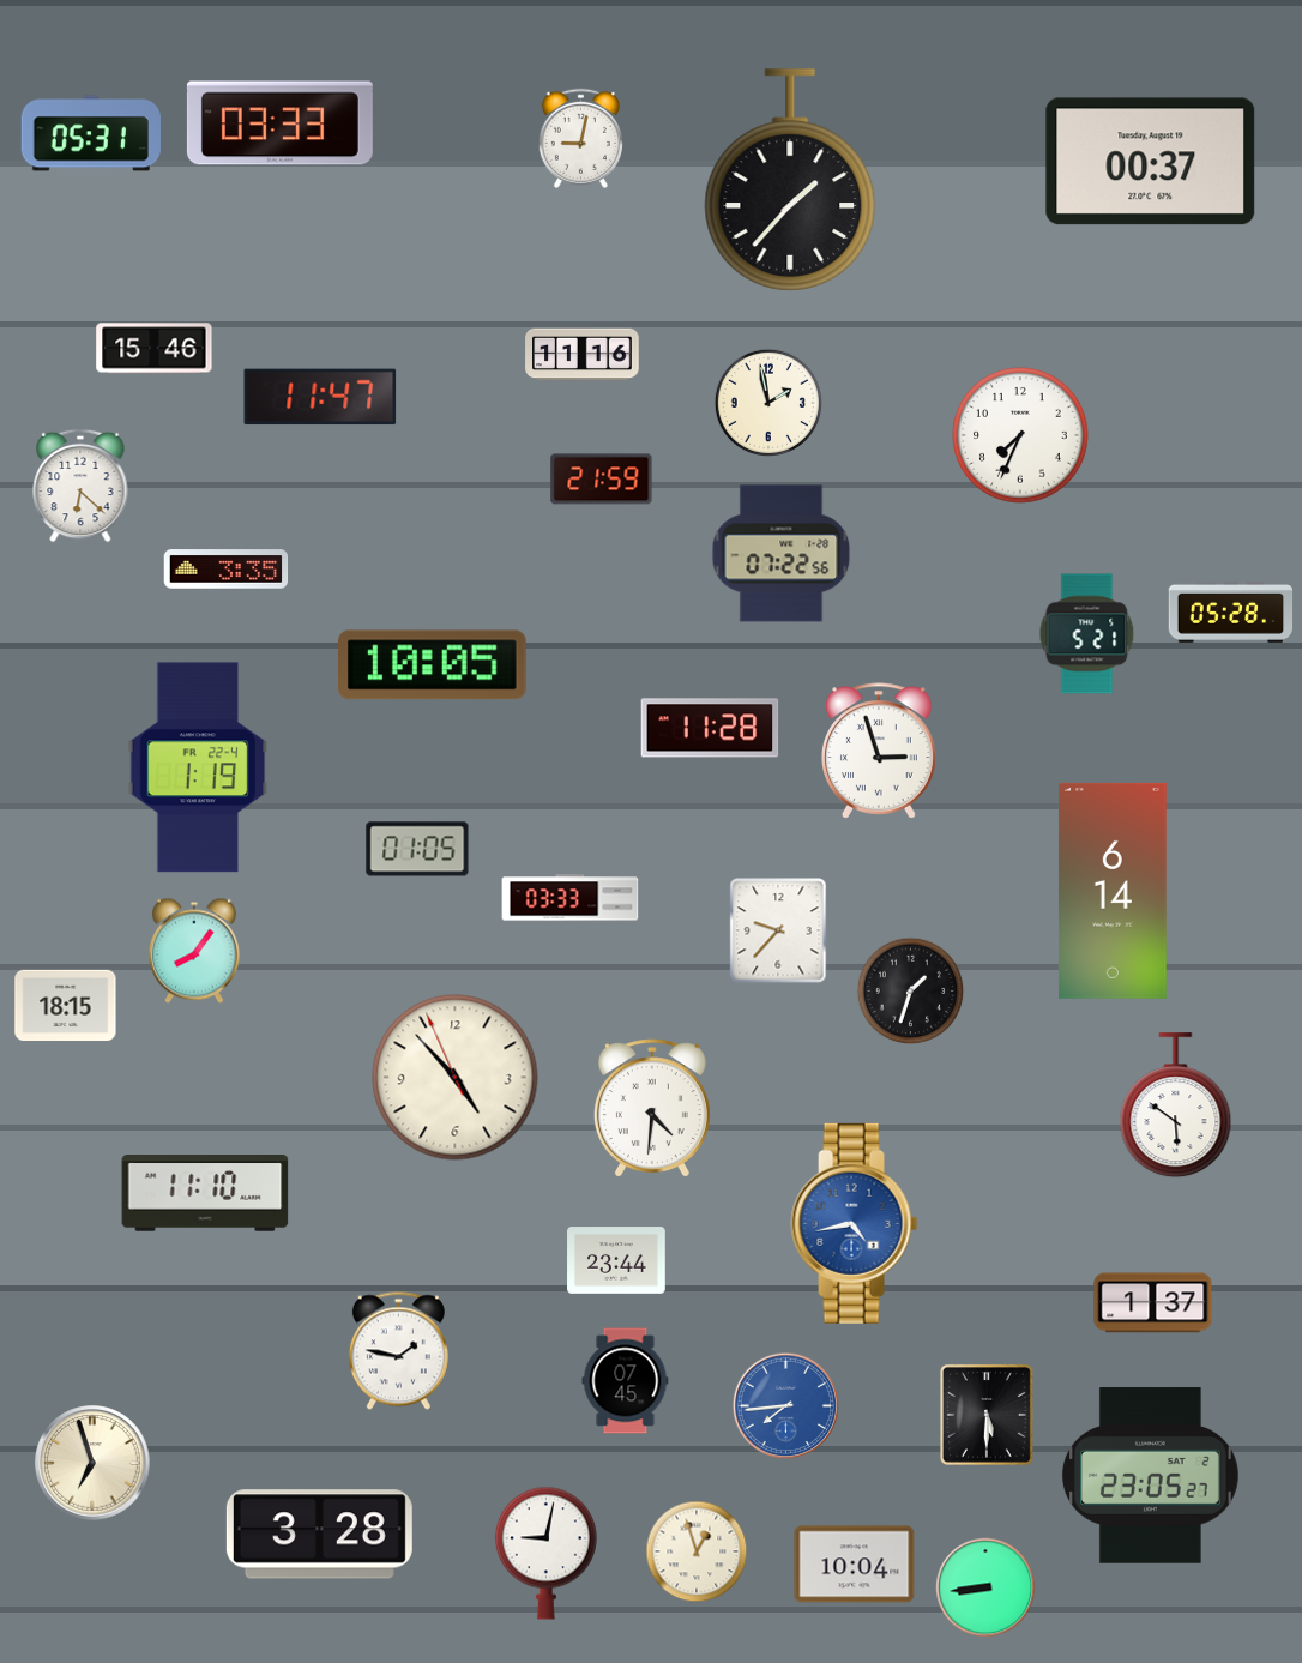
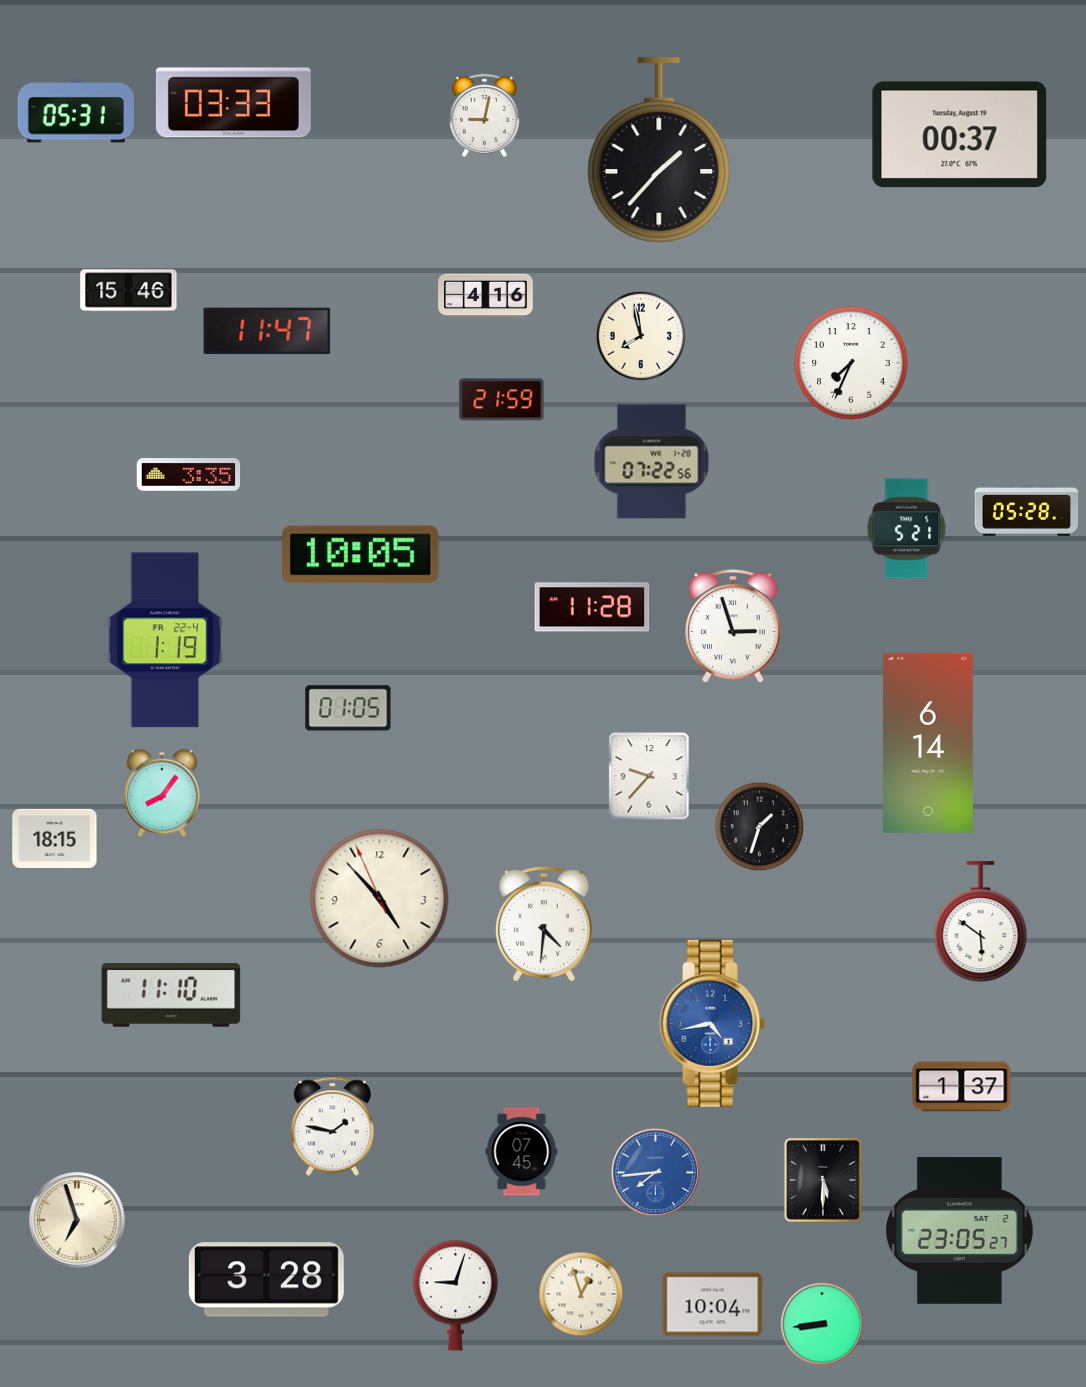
clock at (583, 355): 11:16 -> 4:16
clock at (767, 402): 1:58 -> 7:58
clock at (80, 486): 6:22 -> none
clock at (571, 898): 03:33 -> none
clock at (855, 1223) position: (855, 1223) -> (713, 1023)
clock at (616, 1260): 23:44 -> none
clock at (545, 1553): 9:02 -> 9:03
